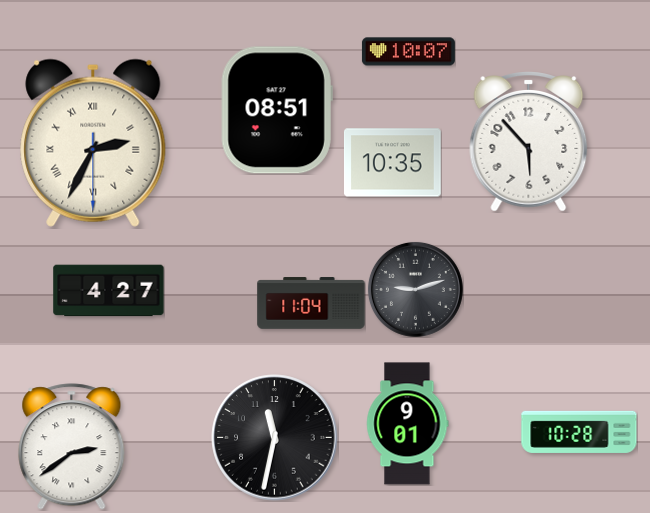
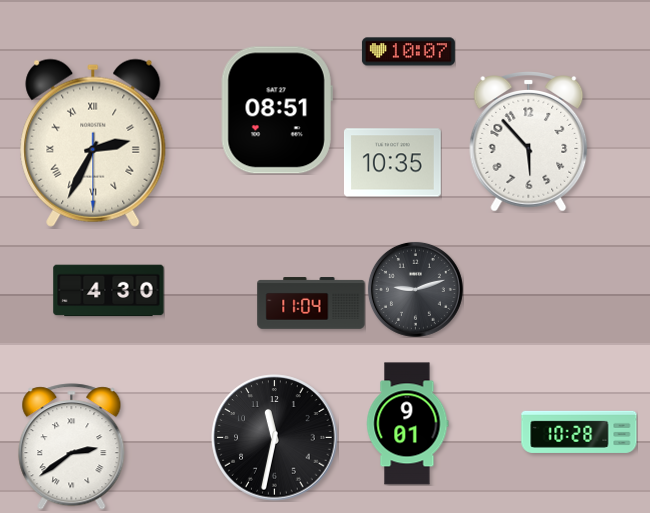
clock at (109, 291): 4:27 -> 4:30
